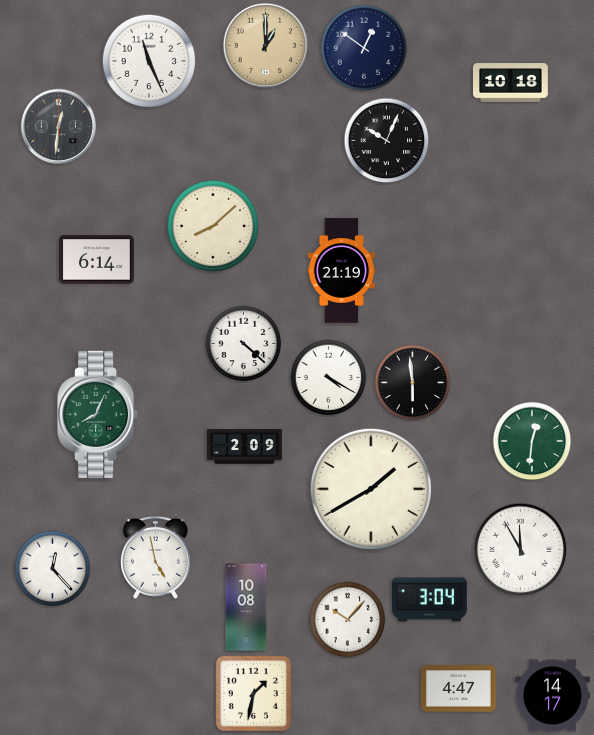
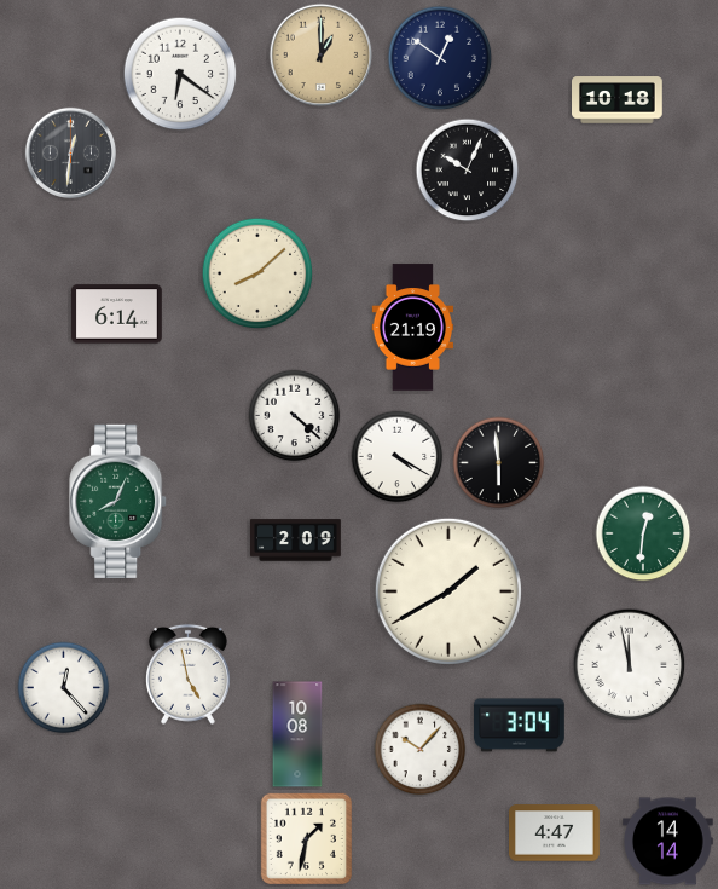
clock at (149, 61): 11:26 -> 6:21
clock at (521, 550): 11:55 -> 11:58
clock at (553, 696): 14:17 -> 14:14
